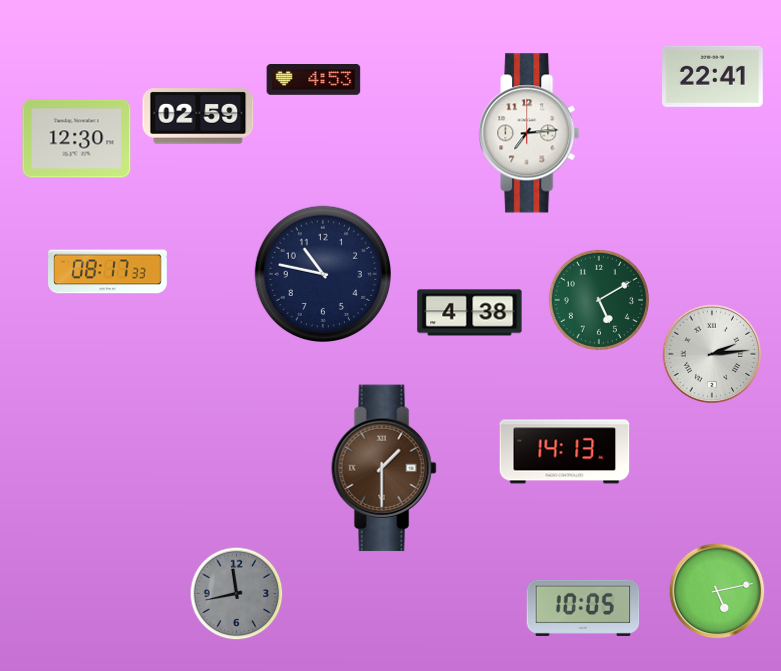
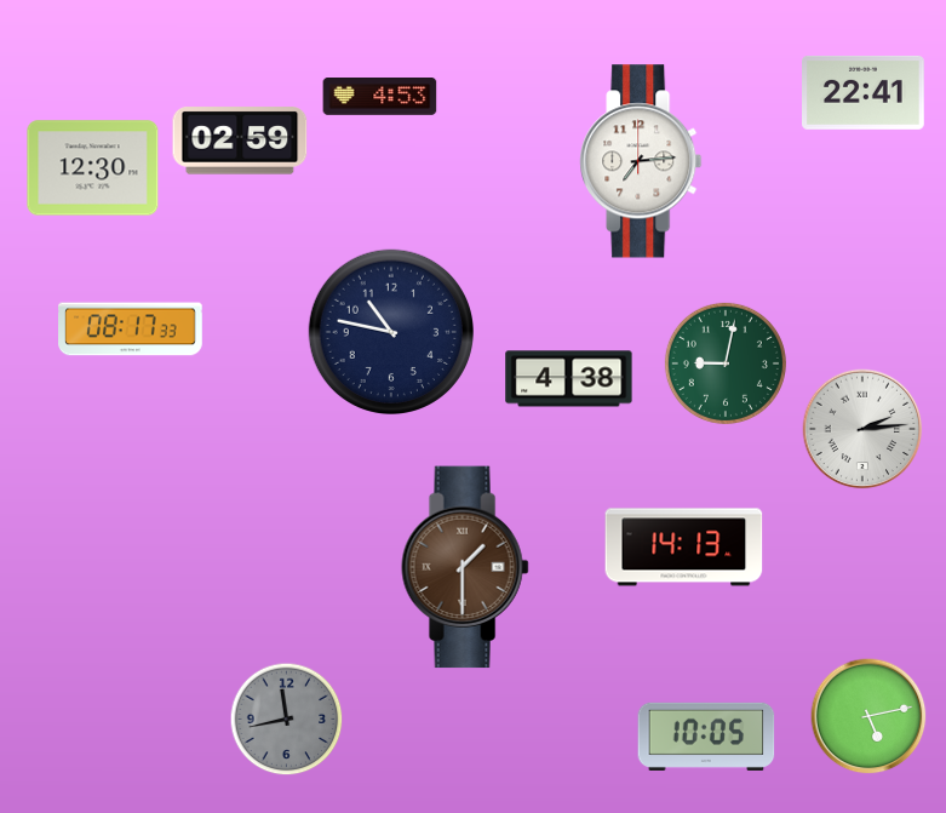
clock at (599, 300): 5:10 -> 9:02
